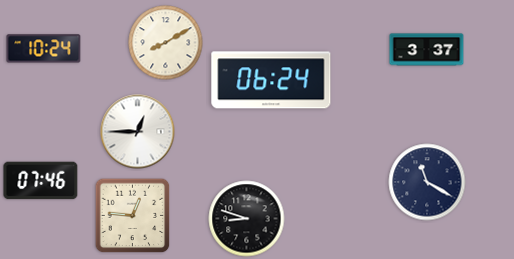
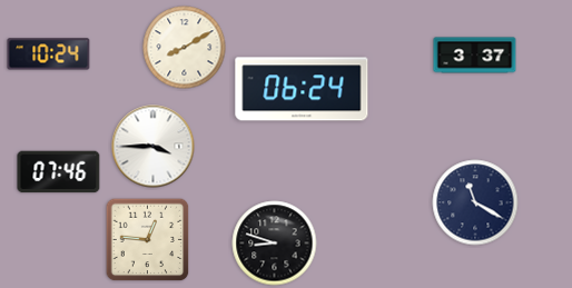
clock at (138, 132): 12:45 -> 3:45
clock at (41, 181) position: (41, 181) -> (59, 172)
